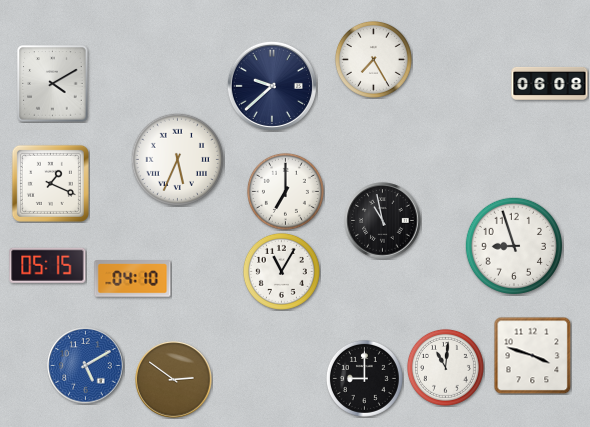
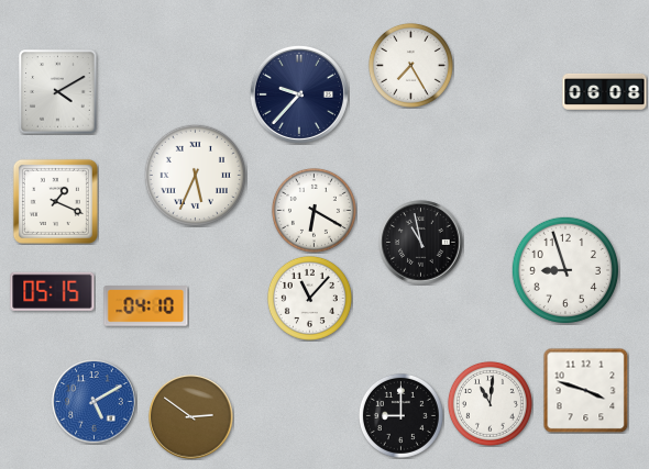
clock at (272, 86): 9:38 -> 9:37
clock at (285, 191): 7:00 -> 6:20
clock at (281, 271): 11:05 -> 11:07
